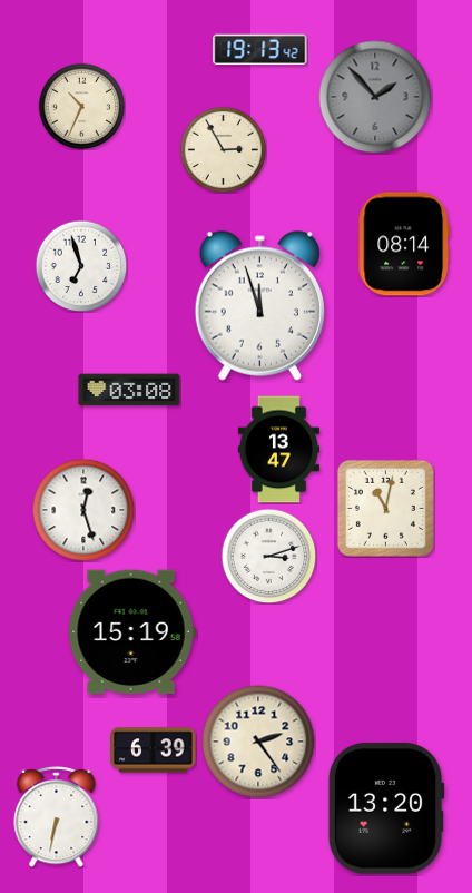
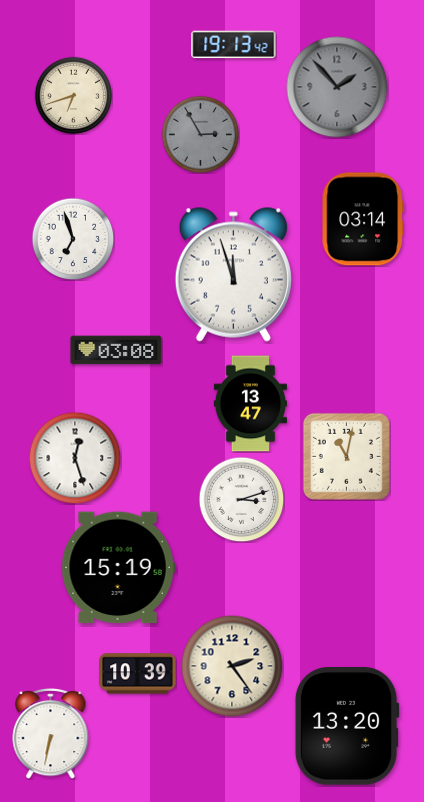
clock at (81, 106): 10:34 -> 6:42
clock at (223, 149) dial: cream -> grey
clock at (404, 244): 08:14 -> 03:14
clock at (154, 750): 6:39 -> 10:39
